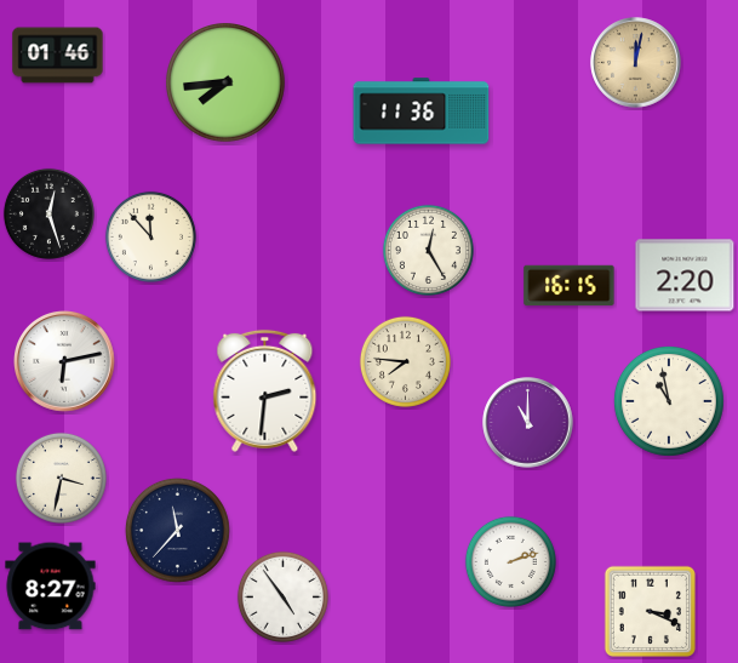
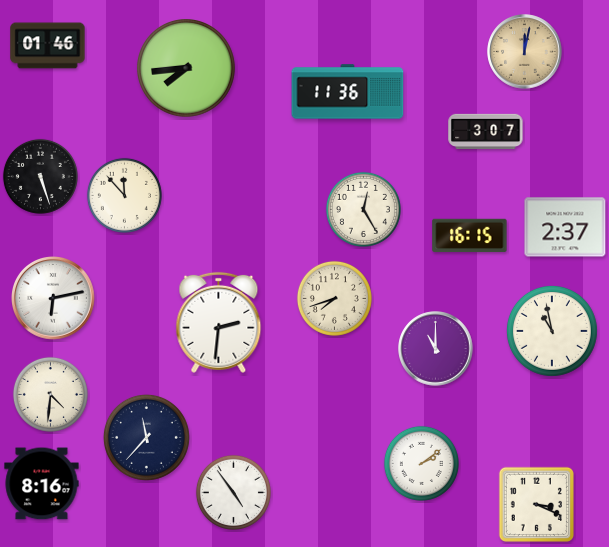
clock at (486, 132): none -> 3:07
clock at (48, 213): 12:27 -> 5:27
clock at (428, 250) position: (428, 250) -> (363, 209)
clock at (685, 275): 2:20 -> 2:37
clock at (405, 361): 7:46 -> 7:42
clock at (61, 478): 3:32 -> 4:31
clock at (510, 561): 2:12 -> 2:09
clock at (51, 587): 8:27 -> 8:16
